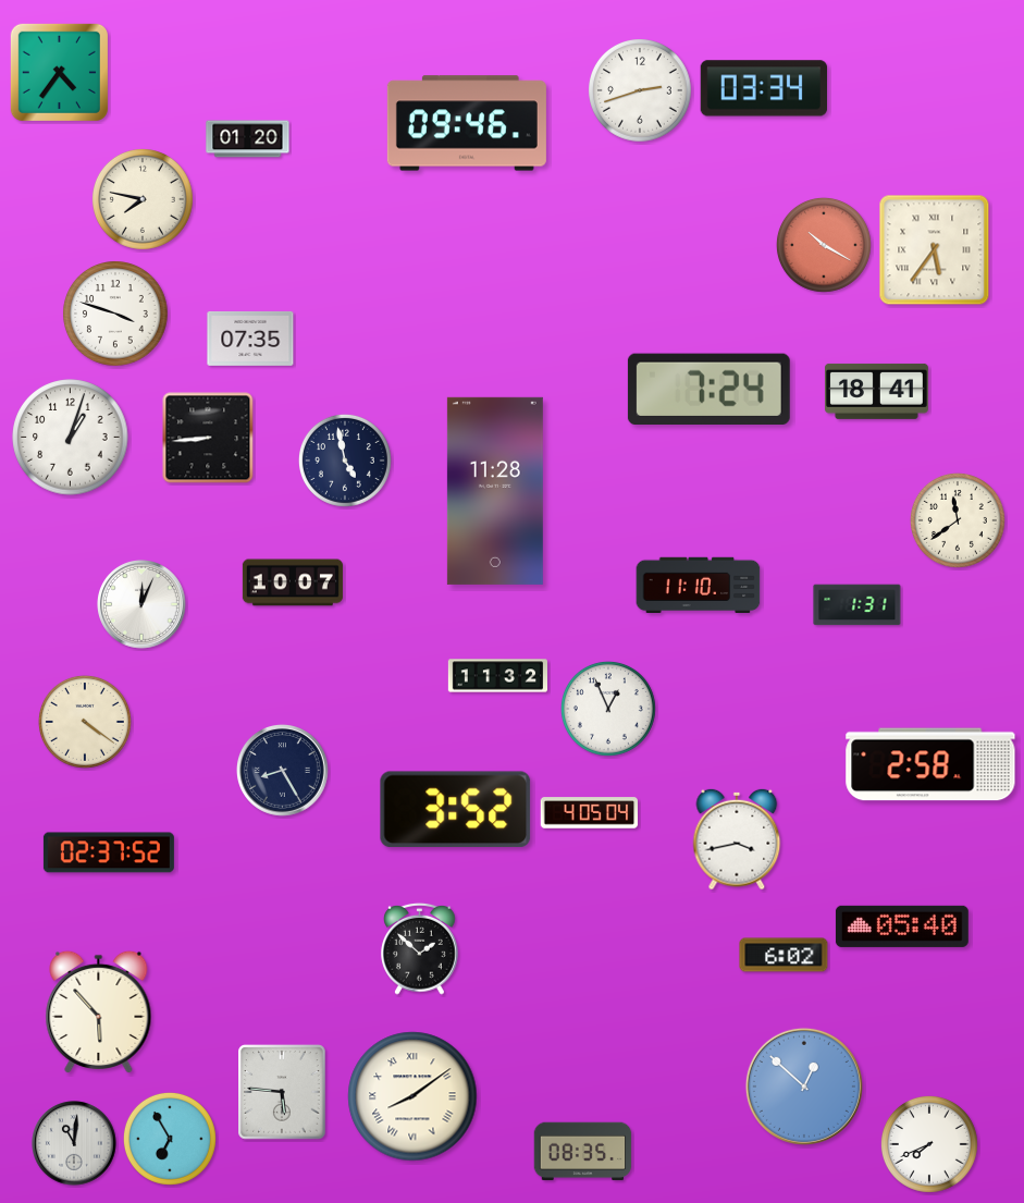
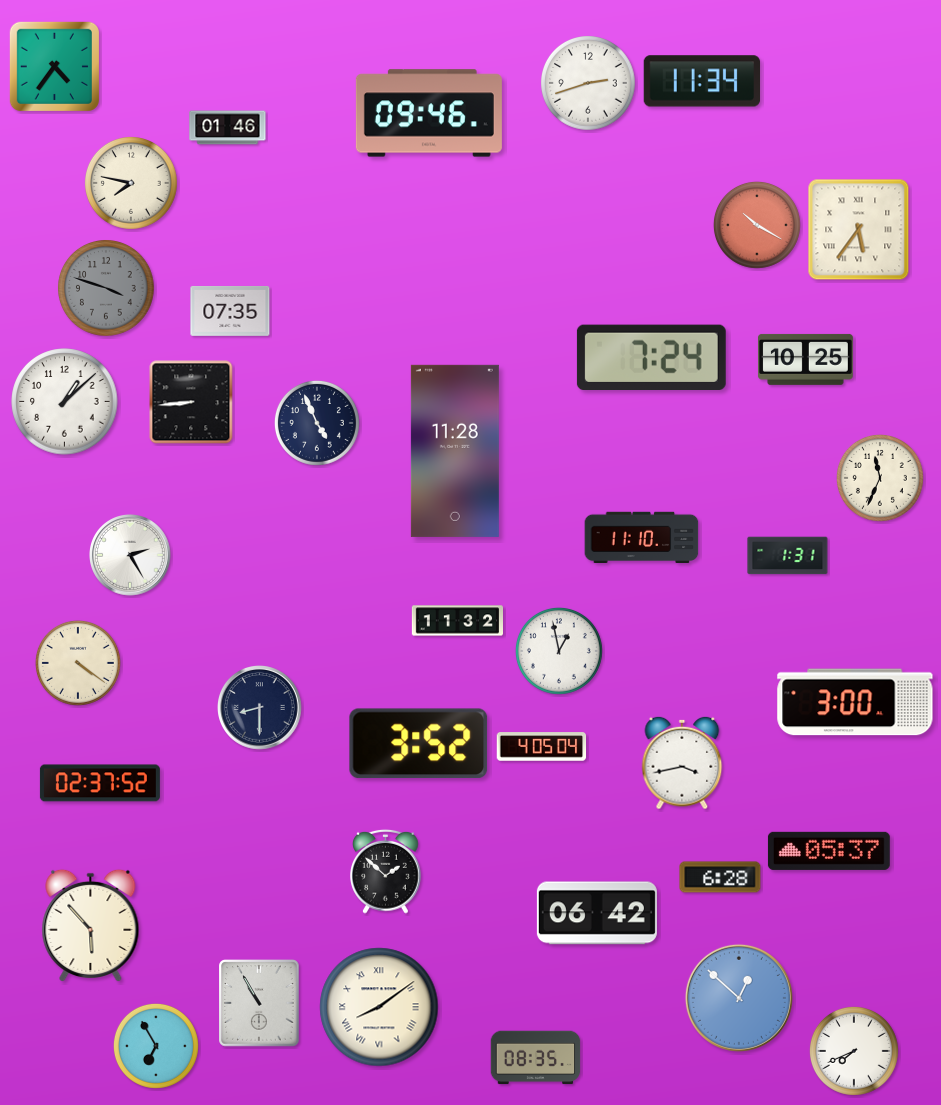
clock at (763, 88): 03:34 -> 11:34
clock at (248, 139): 01:20 -> 01:46
clock at (116, 315) dial: white -> grey
clock at (876, 391): 18:41 -> 10:25
clock at (71, 438): 1:03 -> 1:08
clock at (345, 461): 4:58 -> 4:56
clock at (958, 520): 11:39 -> 11:34
clock at (293, 582): 10:07 -> none
clock at (141, 604): 12:04 -> 2:25
clock at (608, 709): 12:56 -> 12:58
clock at (930, 764): 2:58 -> 3:00
clock at (283, 771): 8:25 -> 8:30
clock at (737, 839) position: (737, 839) -> (682, 763)
clock at (902, 926): 05:40 -> 05:37
clock at (784, 955): 6:02 -> 6:28
clock at (597, 913): none -> 06:42
clock at (99, 1011) position: (99, 1011) -> (91, 925)
clock at (282, 1092): 5:46 -> 10:55
clock at (74, 1143): 11:01 -> none
